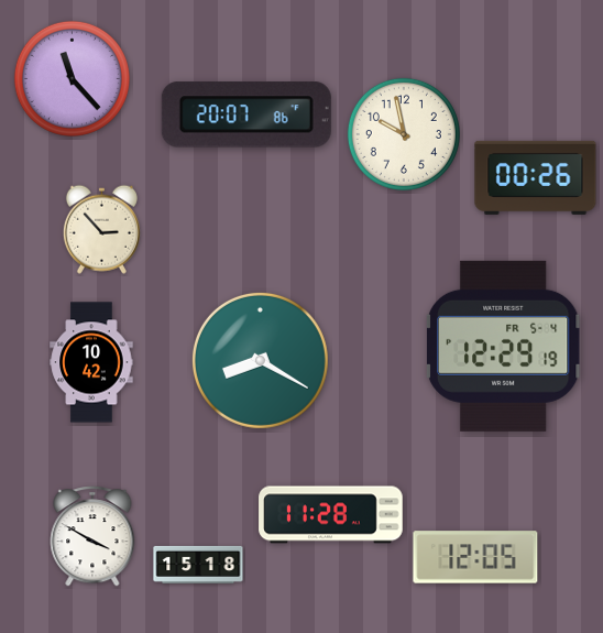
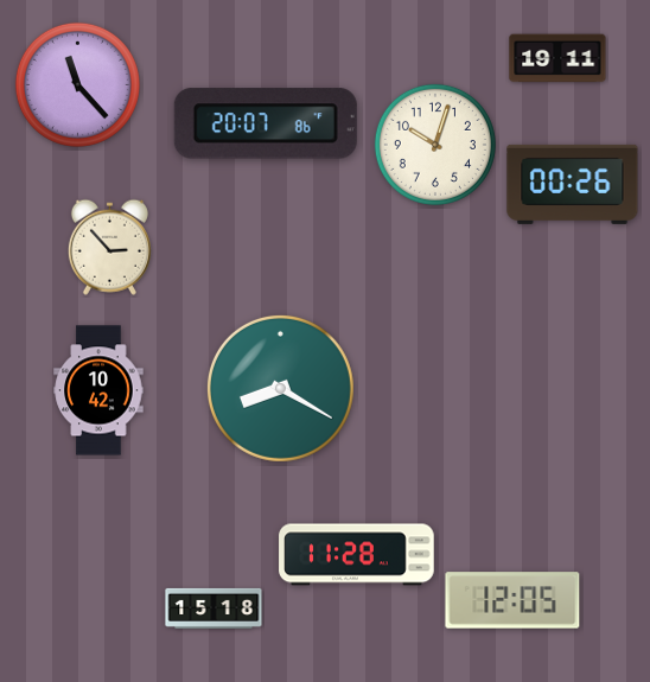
clock at (557, 58): none -> 19:11
clock at (404, 134): 9:58 -> 10:03
clock at (536, 177) position: (536, 177) -> (573, 184)
clock at (503, 346): 12:29 -> none
clock at (92, 536): 3:50 -> none
